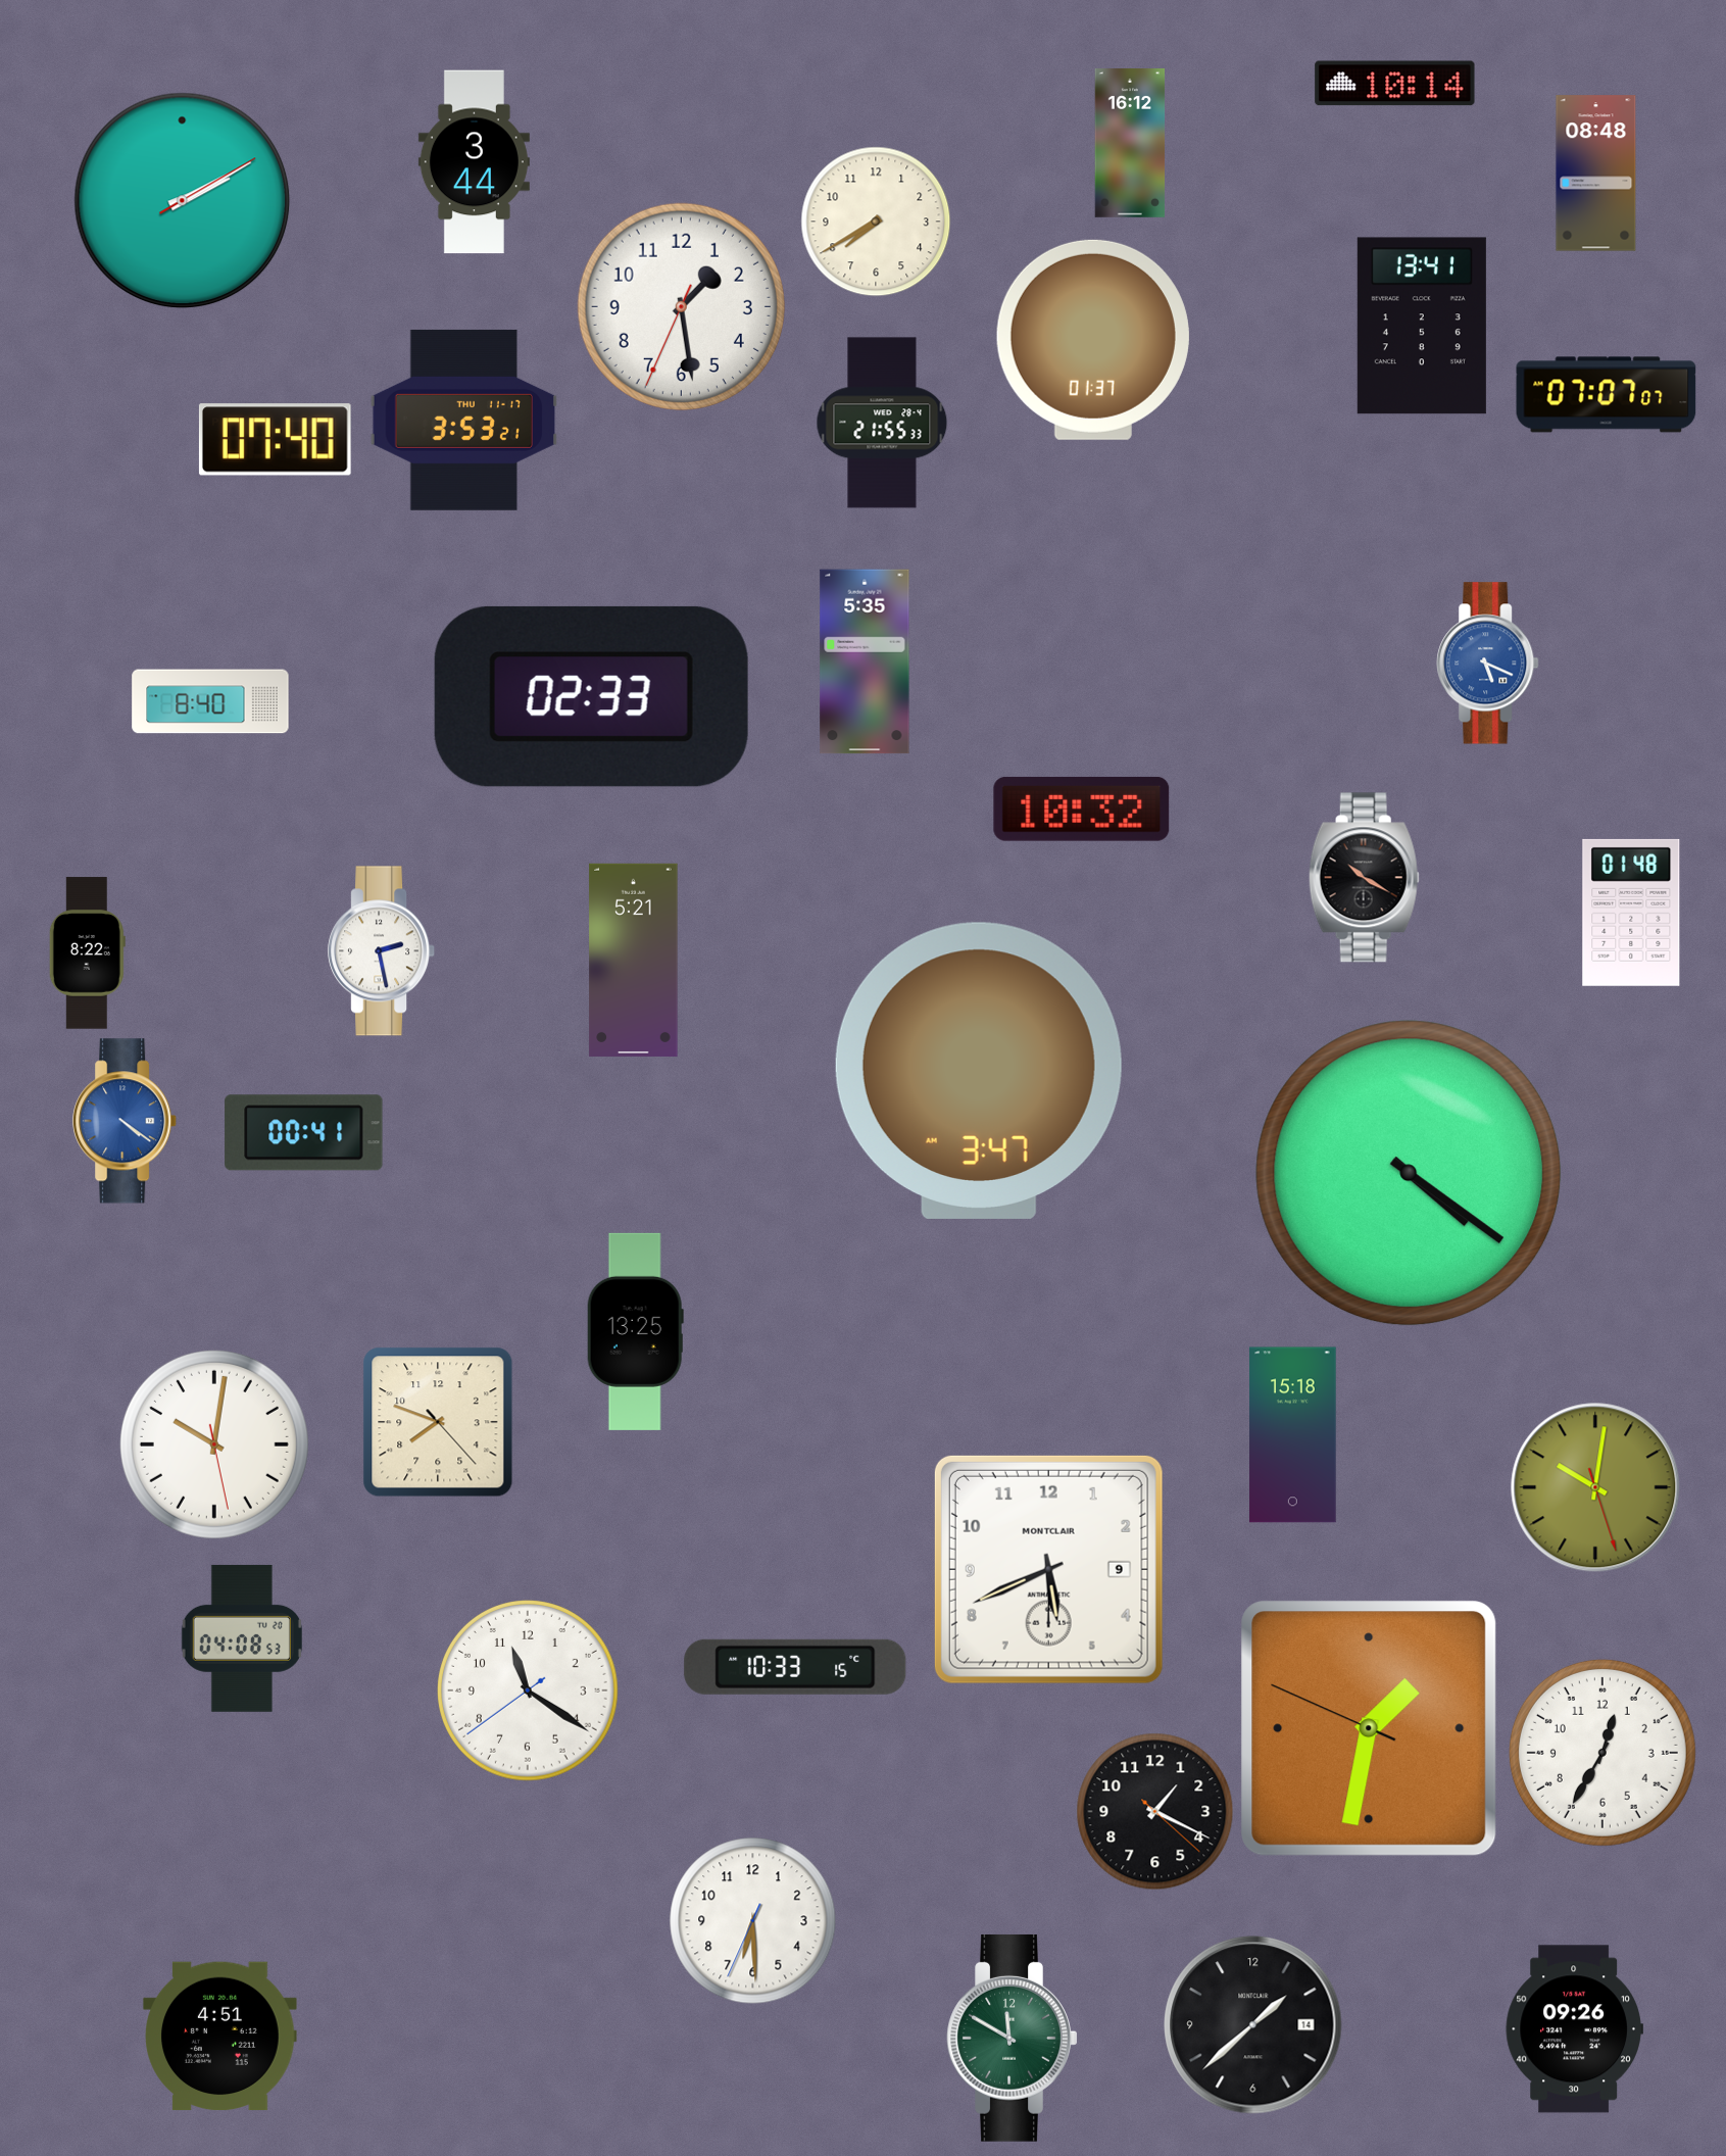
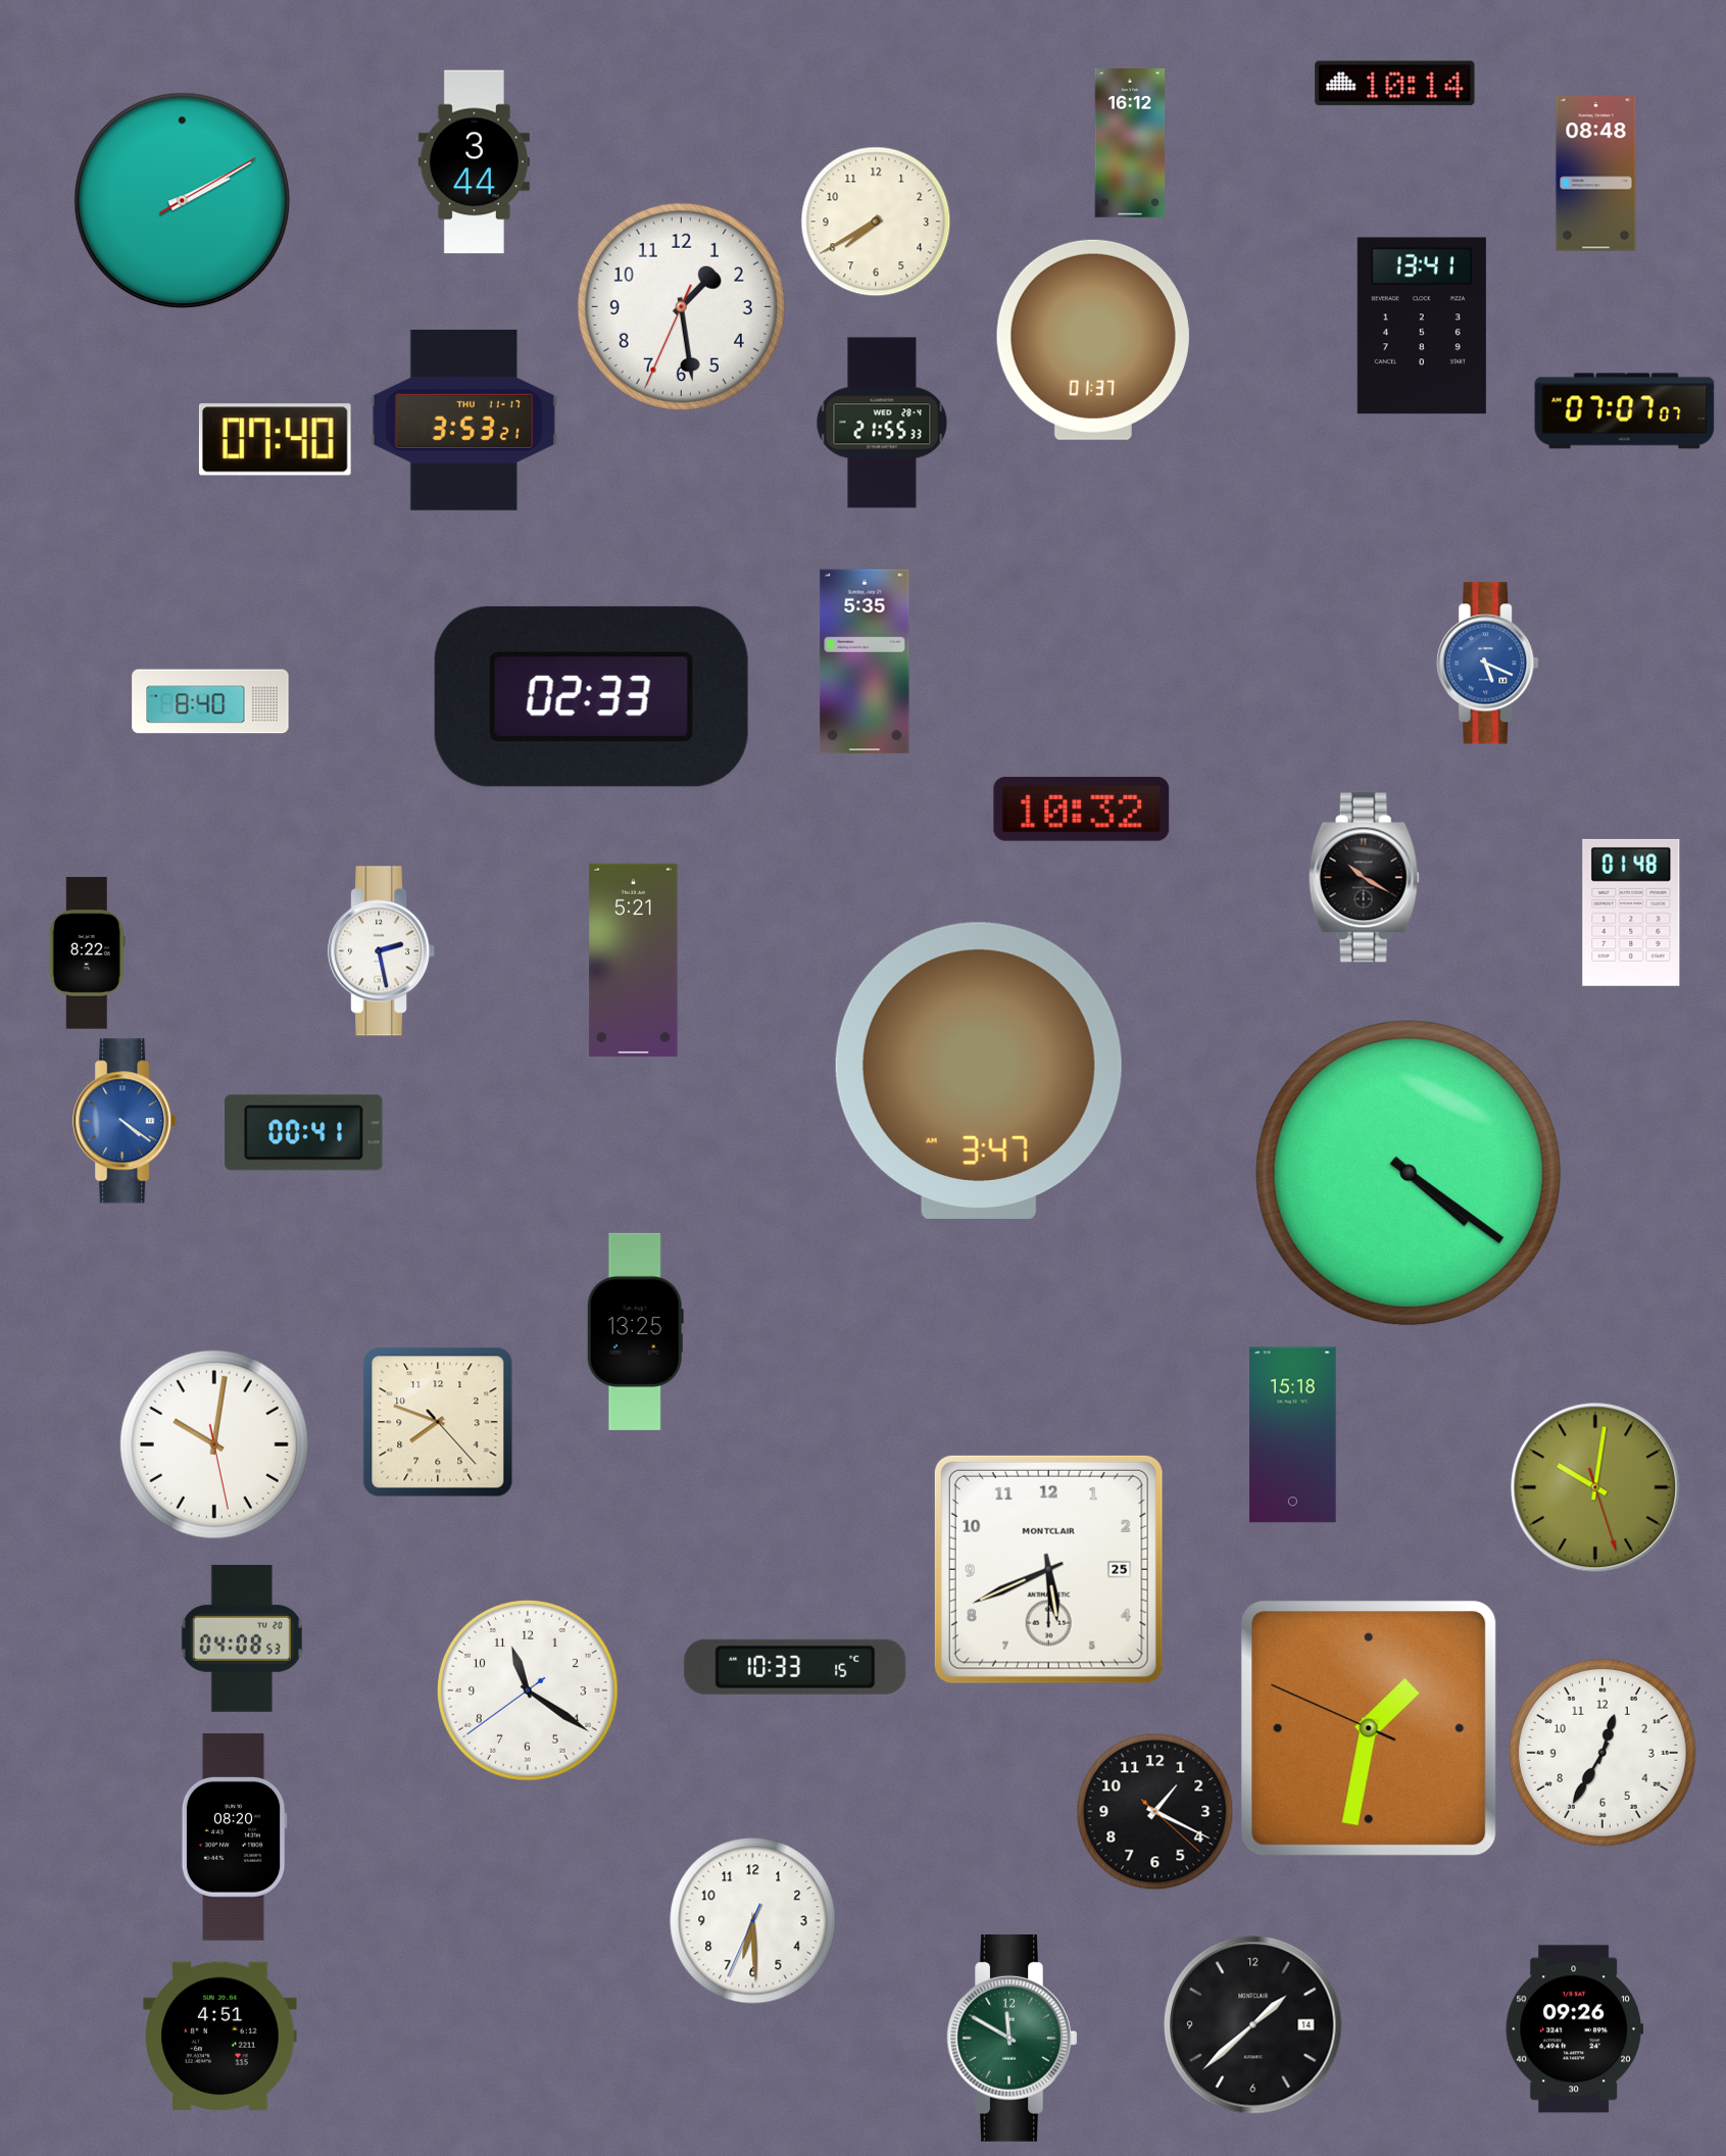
clock at (1607, 395) position: (1607, 395) -> (1625, 411)
clock at (1048, 1569) date: 9 -> 25
clock at (234, 1837): none -> 08:20
